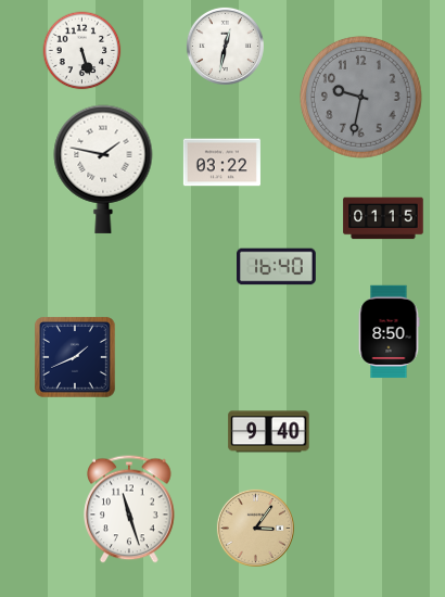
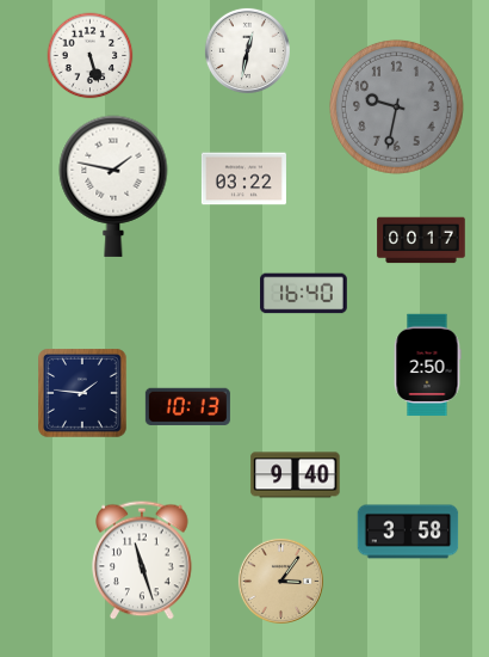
clock at (383, 218): 01:15 -> 00:17
clock at (389, 332): 8:50 -> 2:50
clock at (76, 358): 1:41 -> 1:46
clock at (187, 406): none -> 10:13
clock at (408, 532): none -> 3:58
